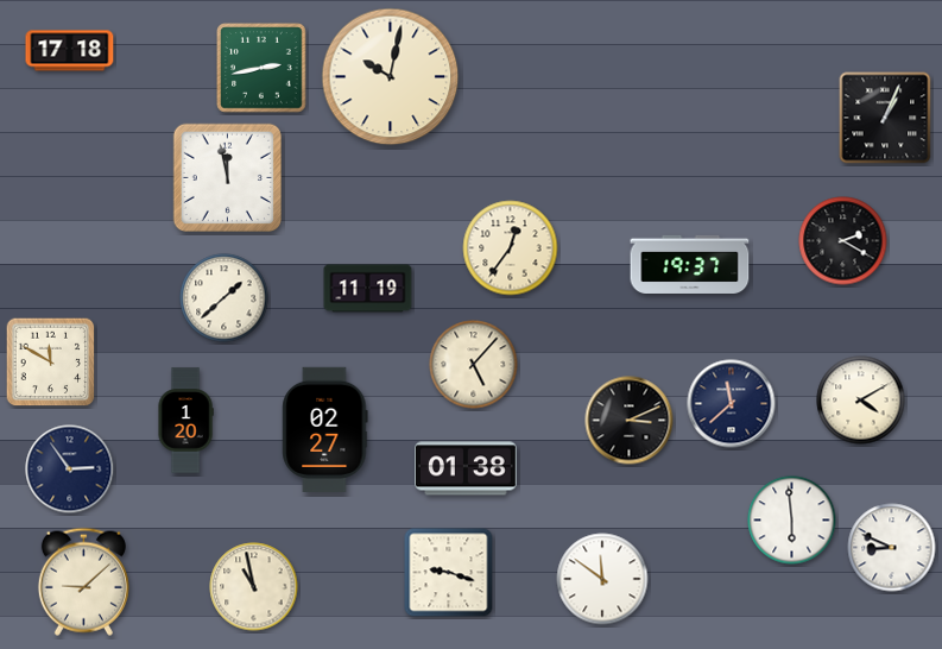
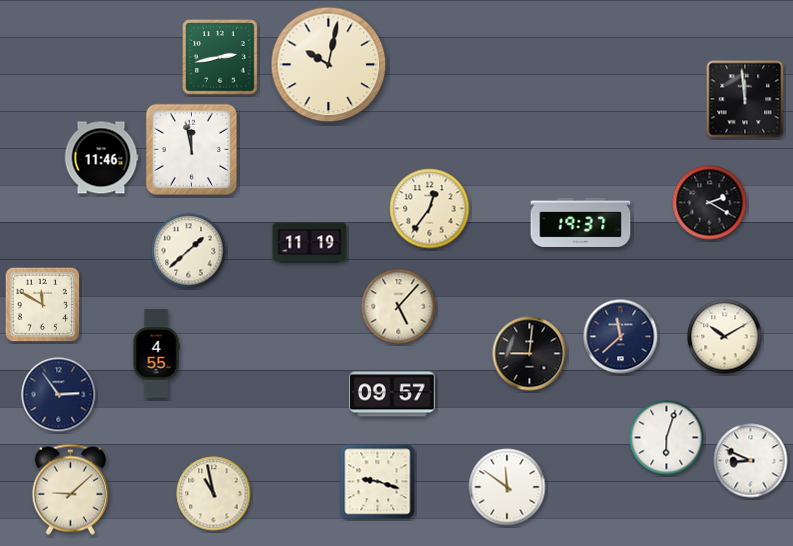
clock at (70, 51): 17:18 -> none
clock at (885, 118): 1:04 -> 11:59
clock at (101, 158): none -> 11:46
clock at (861, 401): 4:10 -> 10:10
clock at (732, 404) position: (732, 404) -> (621, 337)
clock at (185, 421): 1:20 -> 4:55
clock at (630, 421): 3:11 -> 9:01
clock at (325, 429): 02:27 -> none
clock at (467, 468): 01:38 -> 09:57
clock at (792, 521): 5:59 -> 6:03
